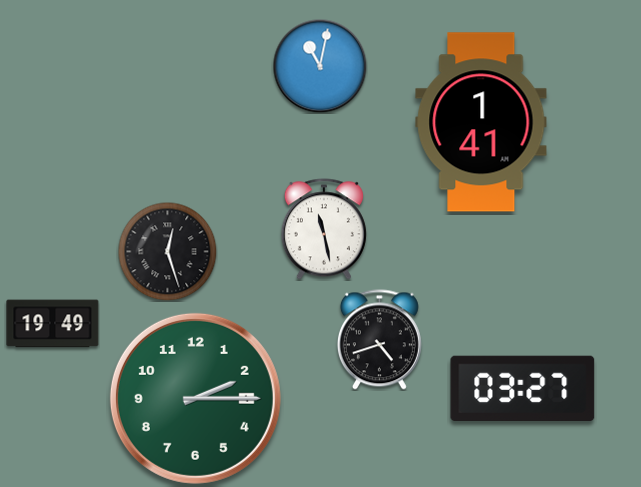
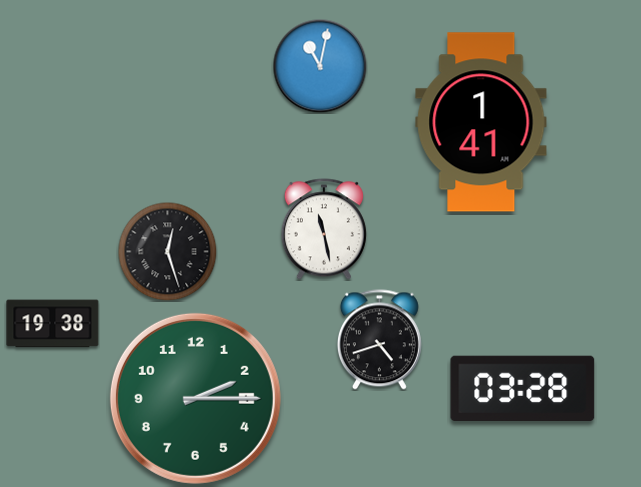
clock at (53, 324): 19:49 -> 19:38
clock at (523, 388): 03:27 -> 03:28
